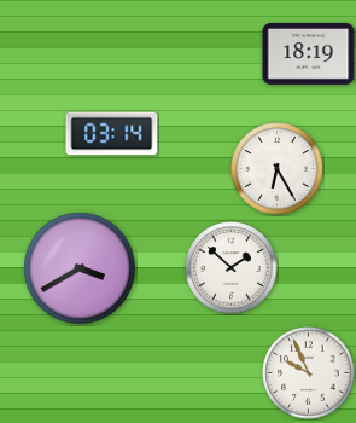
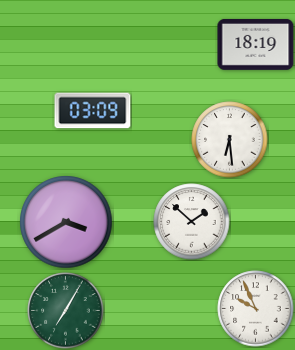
clock at (112, 134): 03:14 -> 03:09
clock at (278, 169): 6:25 -> 6:29
clock at (66, 311): none -> 7:05
